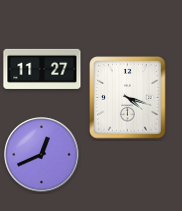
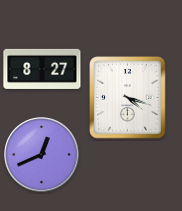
clock at (42, 69): 11:27 -> 8:27
